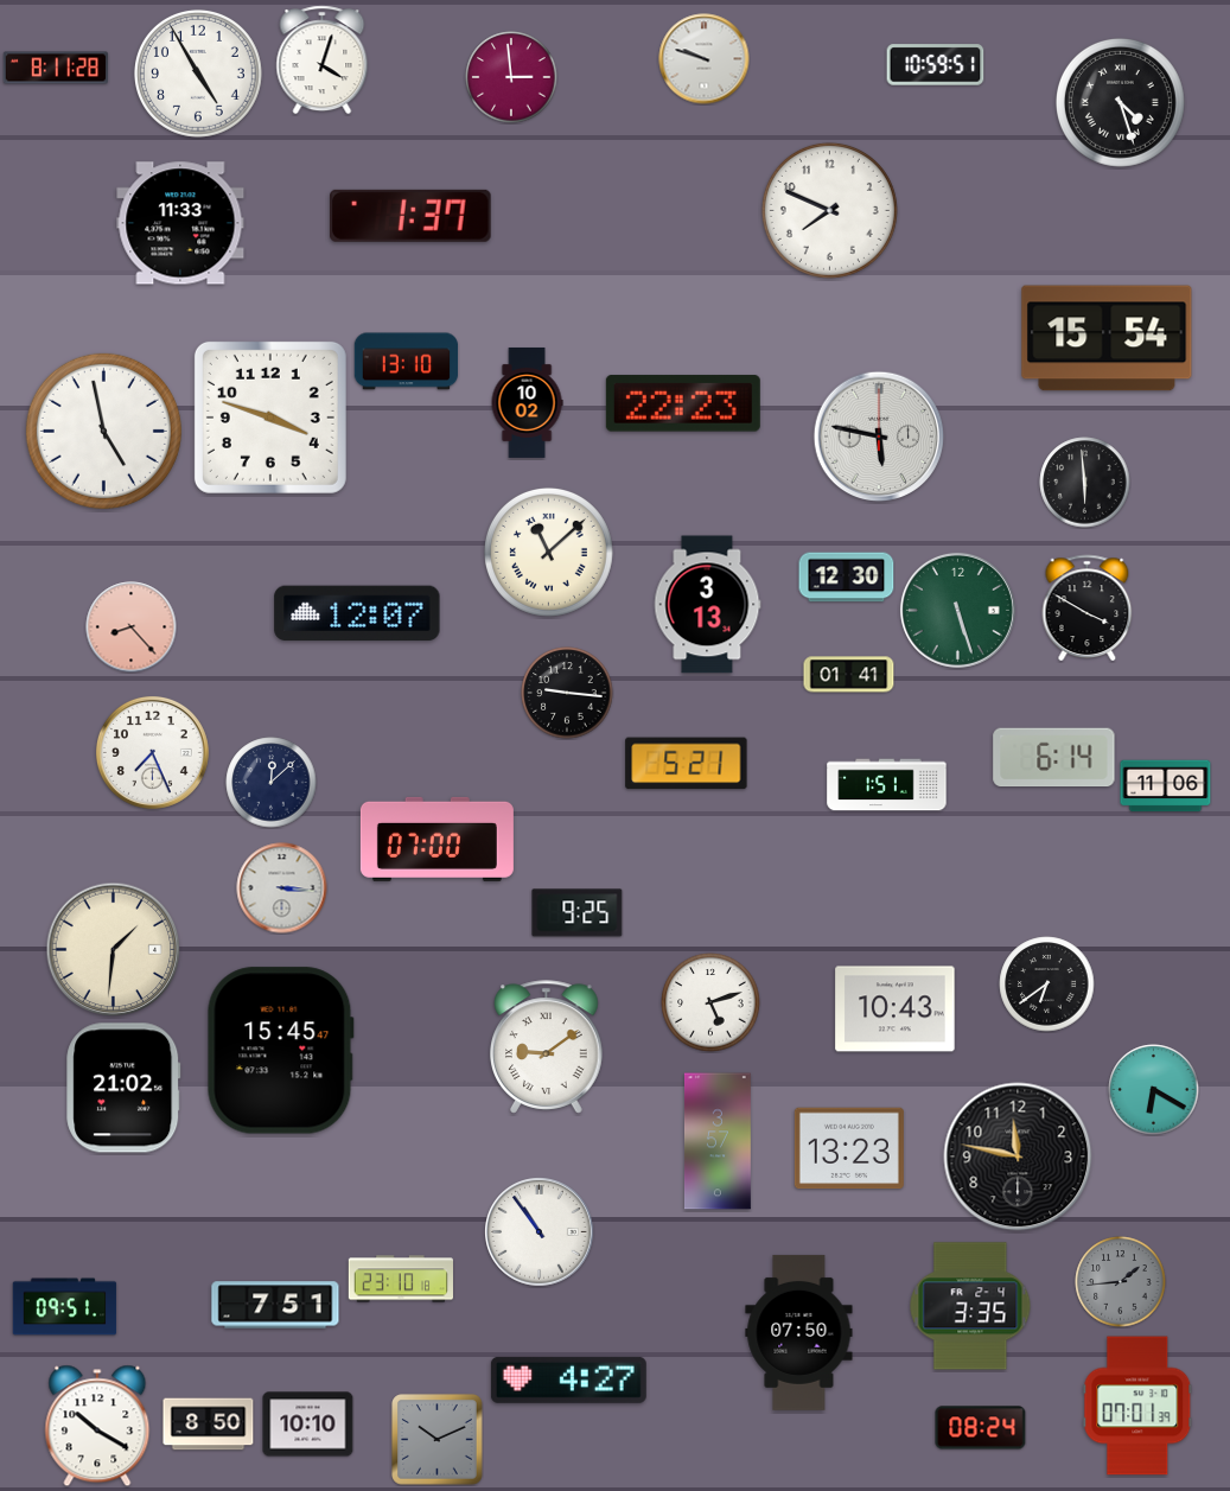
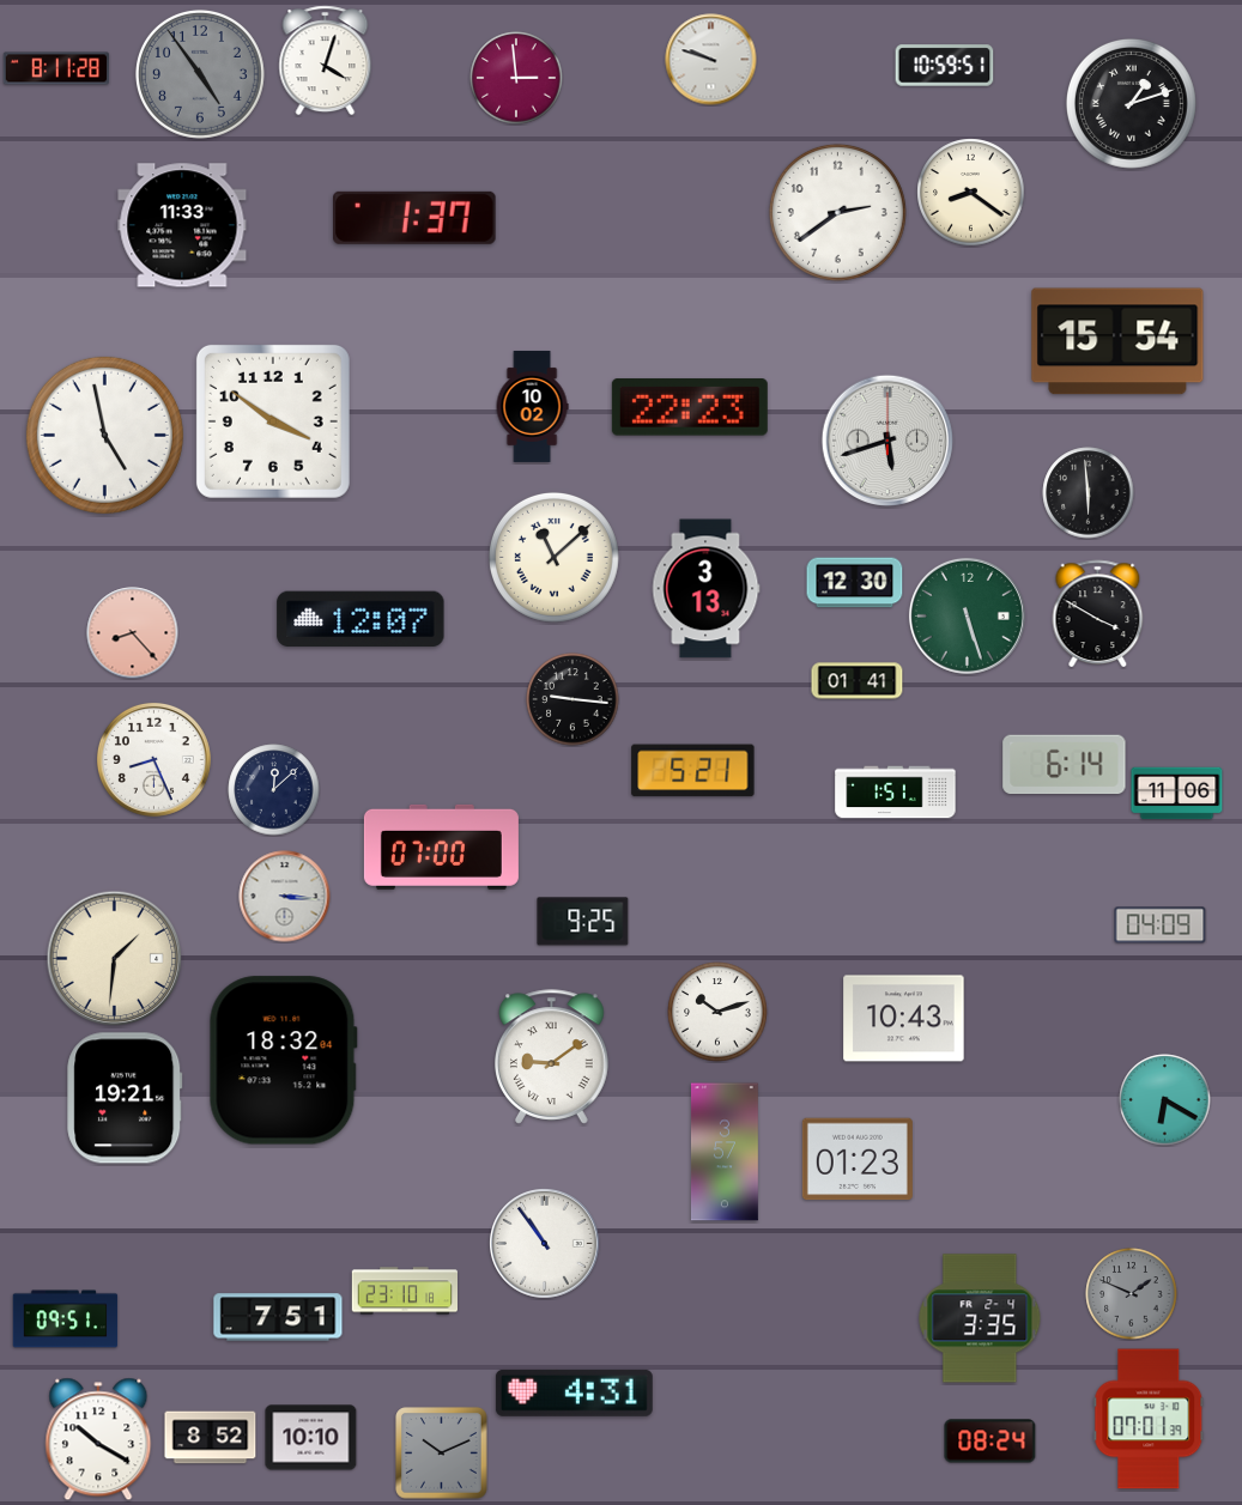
clock at (198, 74): 4:55 -> 4:54
clock at (198, 74) dial: white -> grey
clock at (1120, 102): 4:27 -> 1:12
clock at (971, 193): none -> 8:21
clock at (829, 210): 7:49 -> 2:39
clock at (407, 362): 13:10 -> none
clock at (270, 418): 3:48 -> 3:51
clock at (879, 437): 5:47 -> 5:42
clock at (1085, 483) position: (1085, 483) -> (1089, 493)
clock at (707, 605) position: (707, 605) -> (705, 589)
clock at (152, 752): 7:26 -> 8:26
clock at (1161, 926): none -> 04:09
clock at (1047, 985): 6:39 -> none
clock at (710, 1002): 5:12 -> 10:12
clock at (280, 1051): 15:45 -> 18:32
clock at (123, 1088): 21:02 -> 19:21
clock at (849, 1148): 13:23 -> 01:23
clock at (1018, 1157): 11:47 -> none
clock at (1121, 1282): 1:44 -> 1:49
clock at (799, 1332): 07:50 -> none
clock at (568, 1380): 4:27 -> 4:31
clock at (209, 1425): 8:50 -> 8:52
